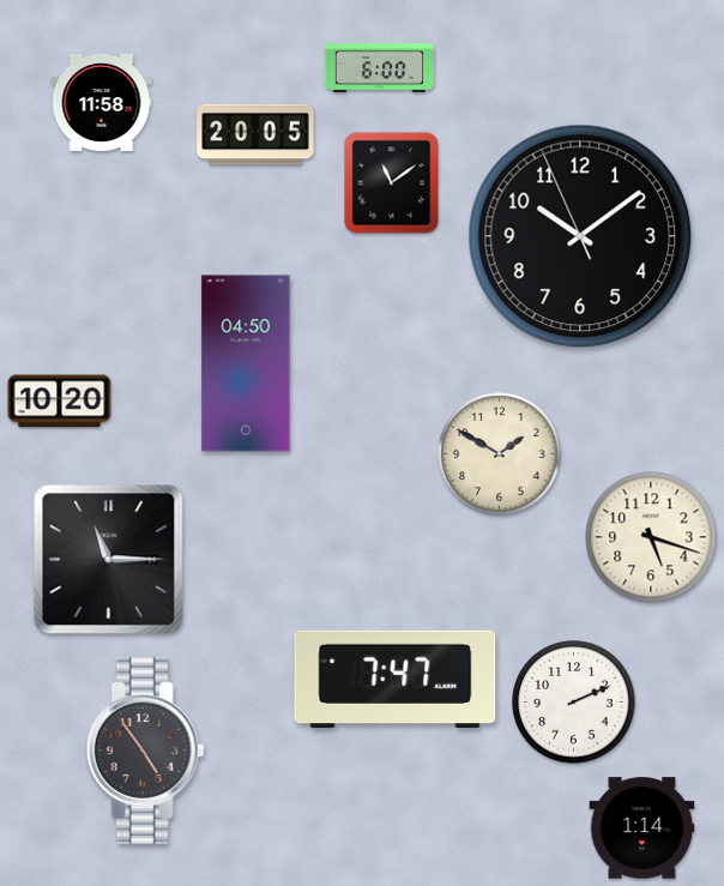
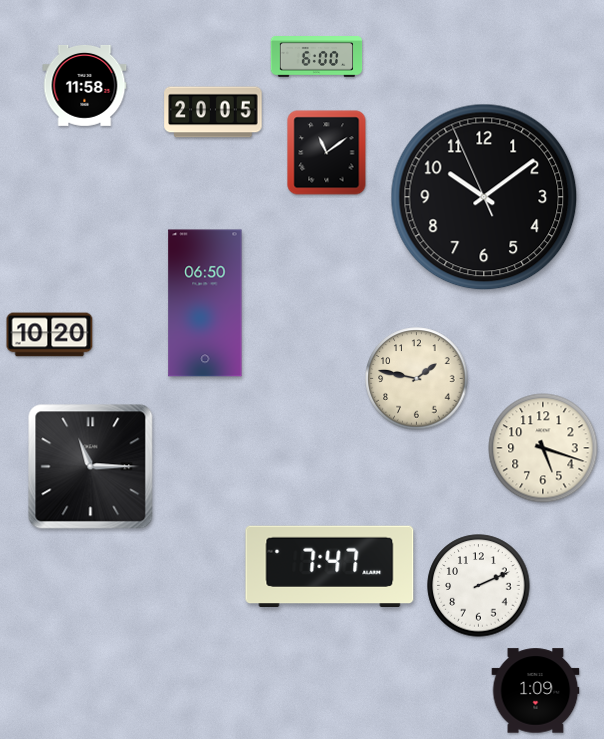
clock at (246, 363): 04:50 -> 06:50
clock at (500, 454): 1:50 -> 1:47
clock at (145, 751): 4:54 -> none
clock at (642, 828): 1:14 -> 1:09
